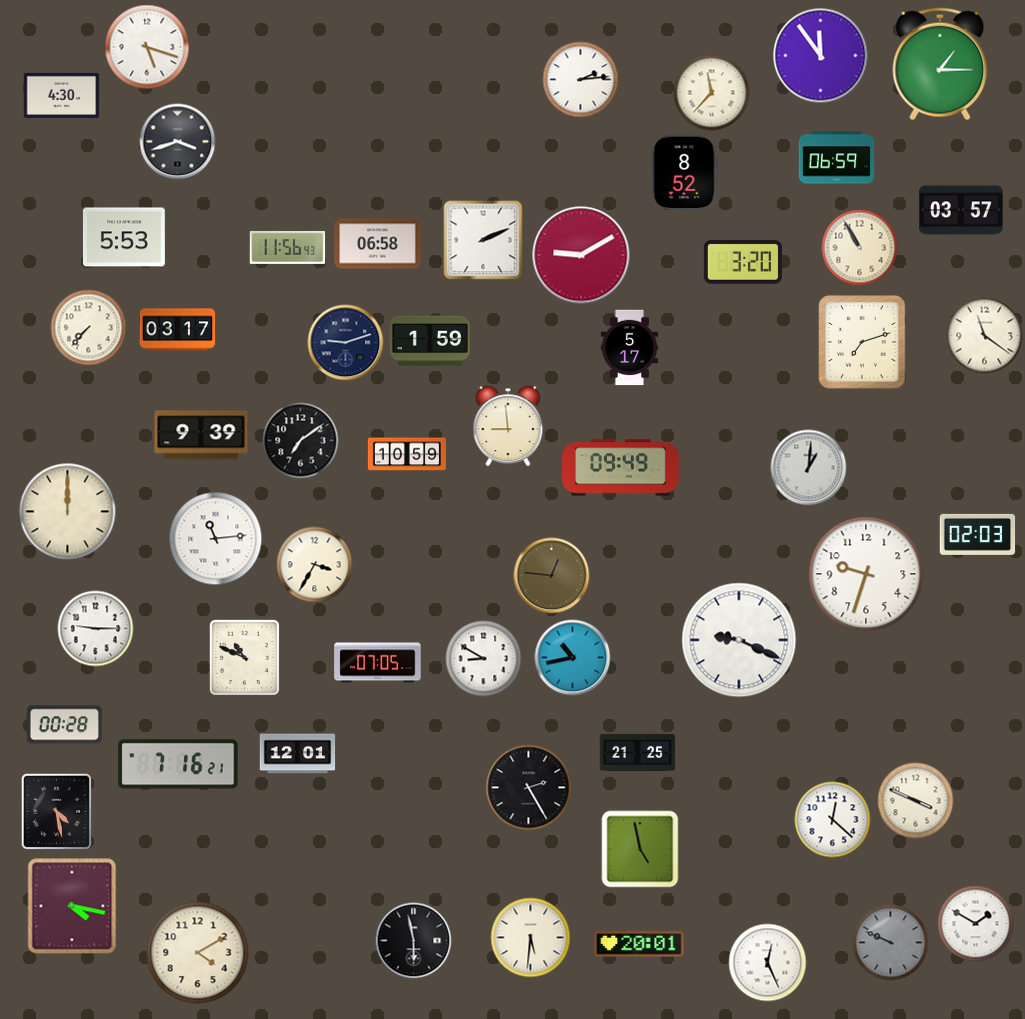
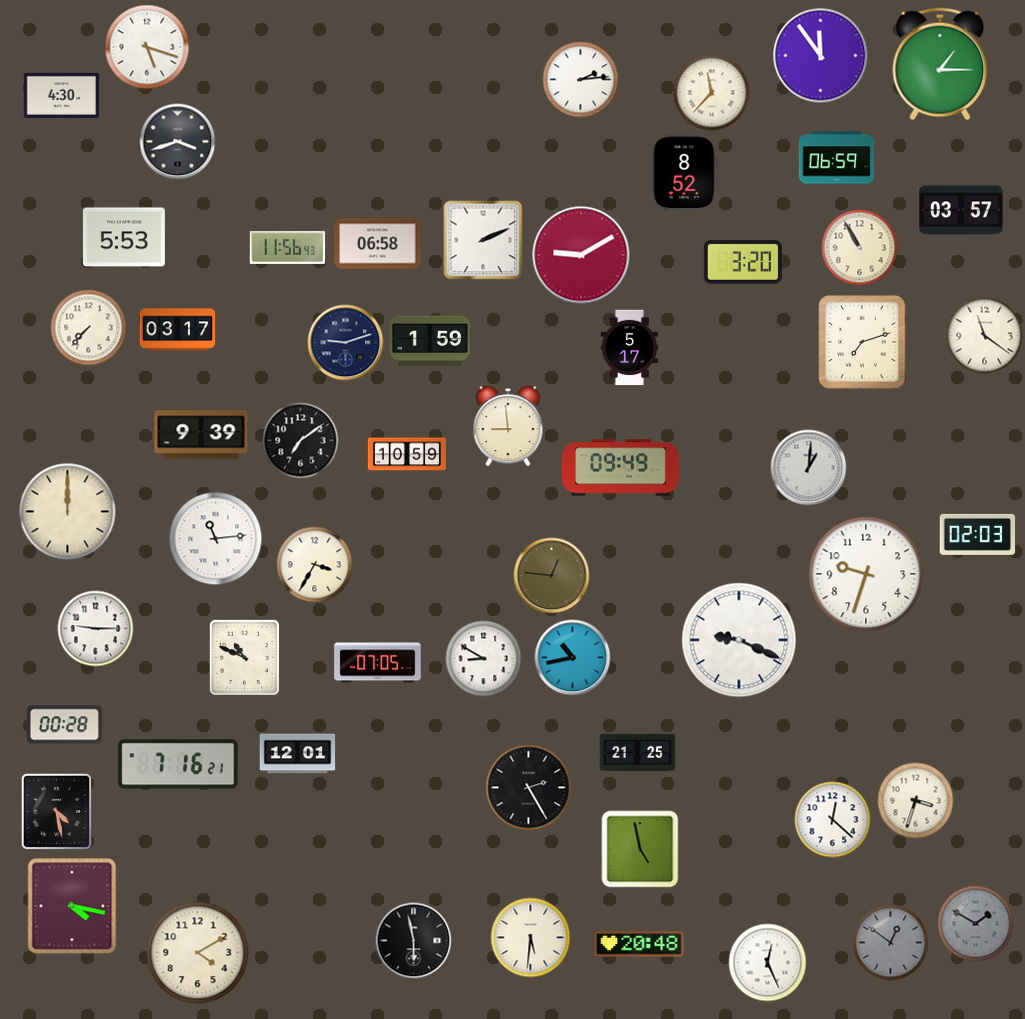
clock at (916, 801): 3:49 -> 3:33
clock at (976, 924) dial: white -> grey
clock at (891, 943): 9:49 -> 12:51
clock at (639, 944): 20:01 -> 20:48
